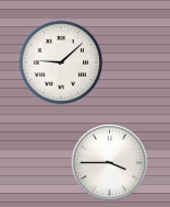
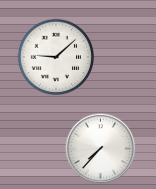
clock at (110, 163): 3:45 -> 7:37
